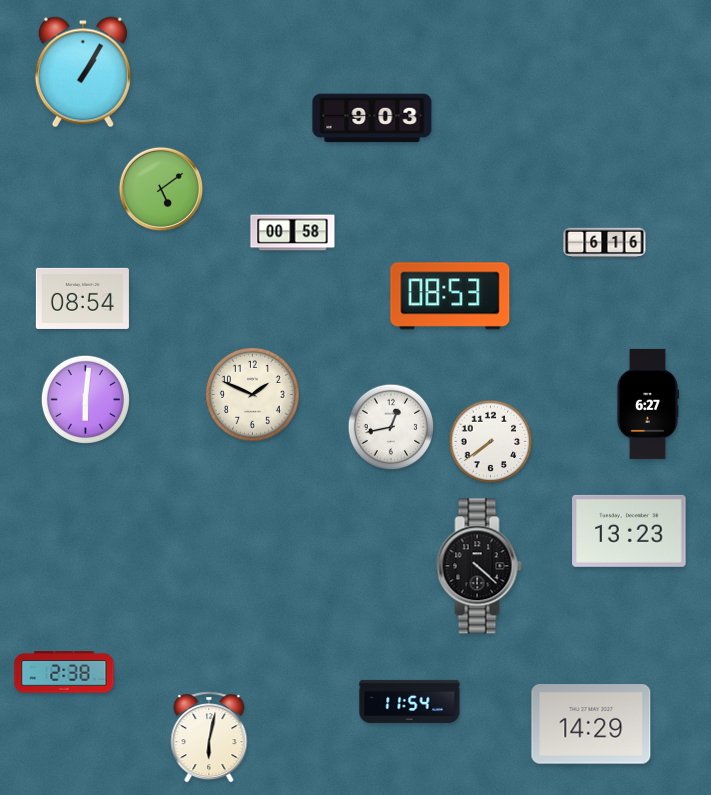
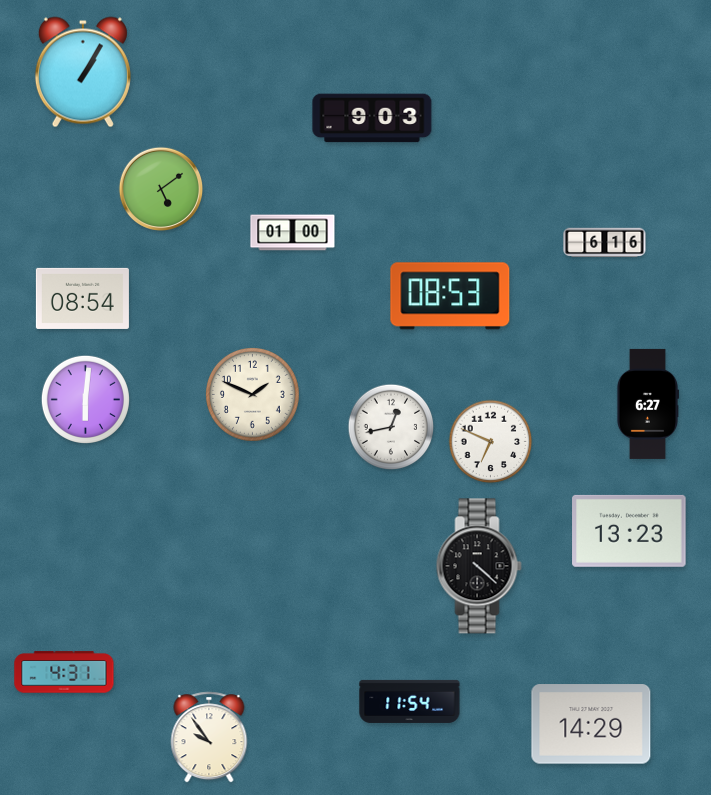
clock at (293, 233): 00:58 -> 01:00
clock at (491, 442): 7:39 -> 6:49
clock at (64, 672): 2:38 -> 4:31
clock at (209, 737): 6:02 -> 9:54
